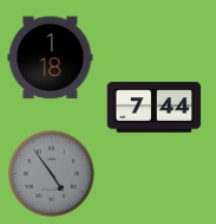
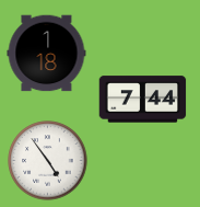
clock at (52, 174) dial: grey -> white
